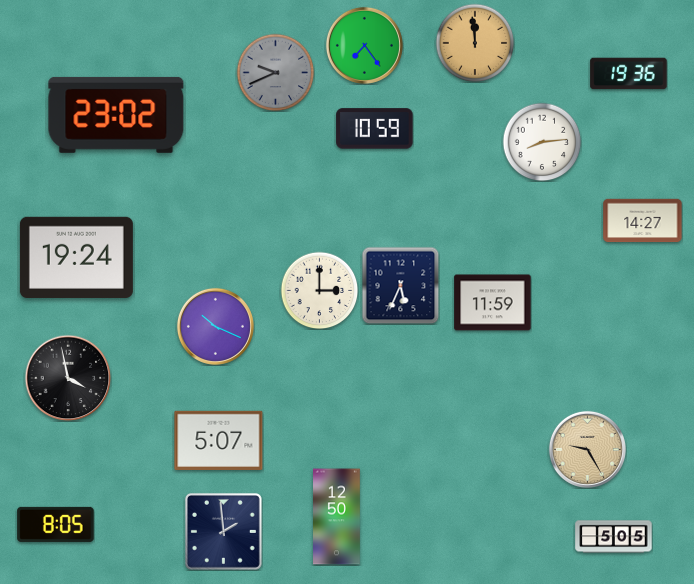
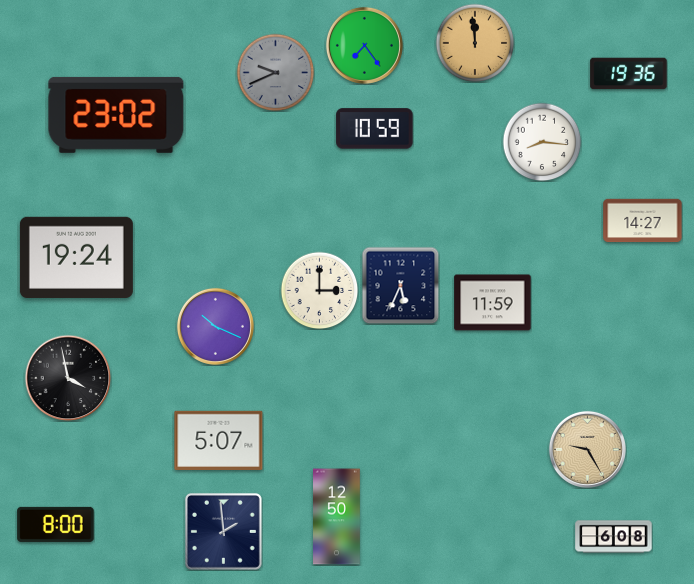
clock at (542, 142): 8:14 -> 8:16
clock at (56, 524): 8:05 -> 8:00
clock at (614, 537): 5:05 -> 6:08
